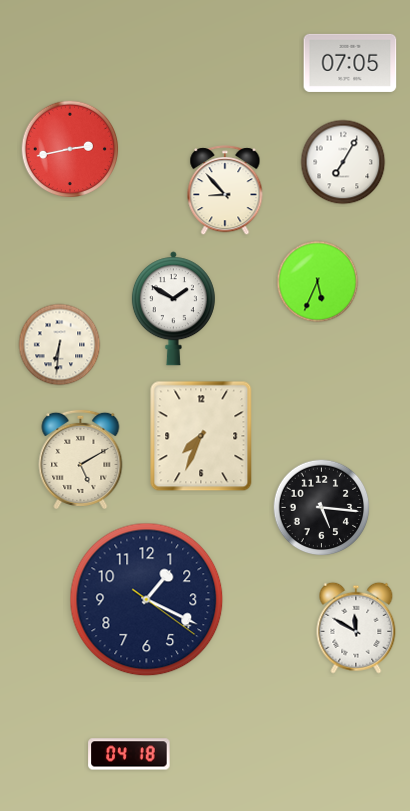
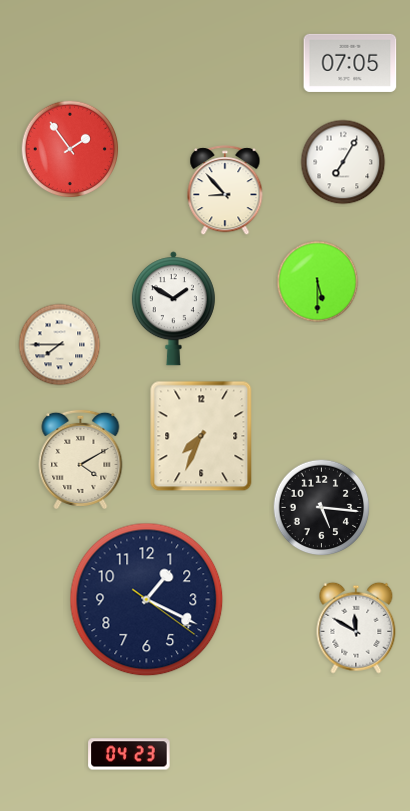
clock at (70, 149): 2:43 -> 1:54
clock at (318, 282): 5:34 -> 5:30
clock at (60, 345): 6:31 -> 7:45
clock at (81, 459): 5:10 -> 4:10
clock at (129, 754): 04:18 -> 04:23
